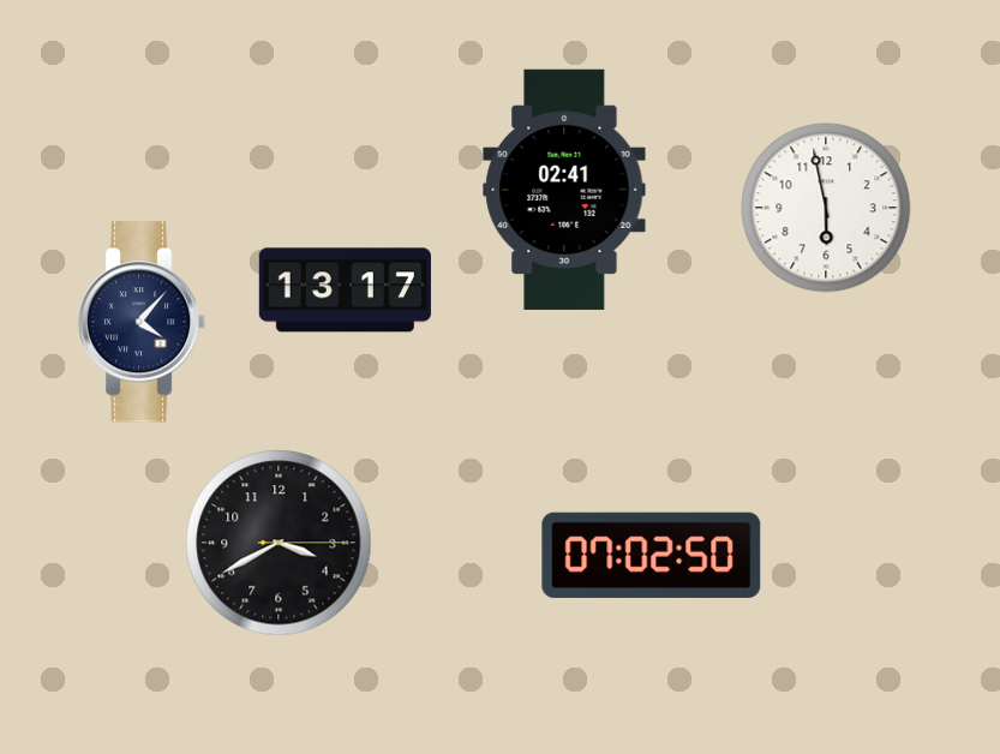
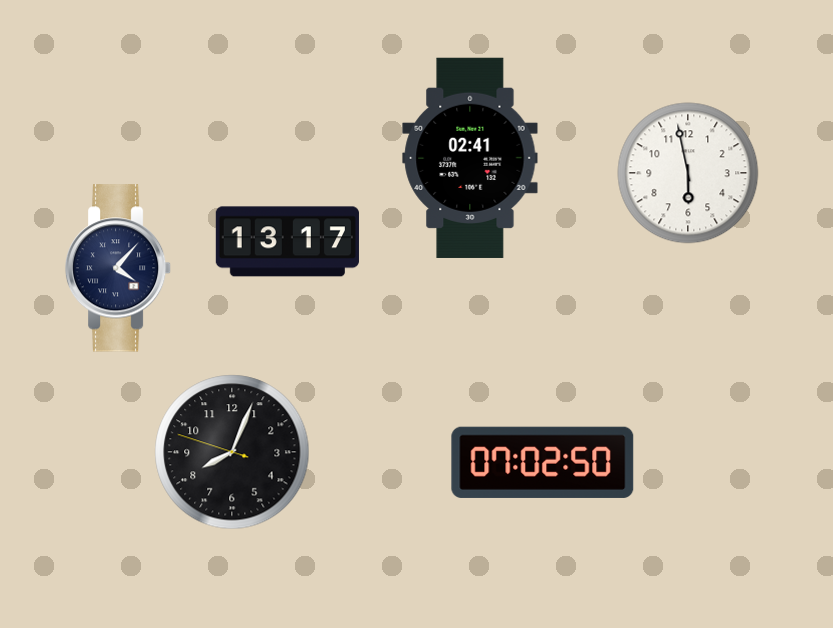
clock at (279, 543): 3:40 -> 8:03
